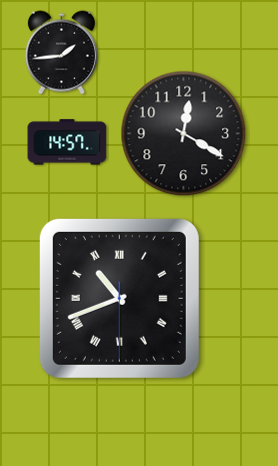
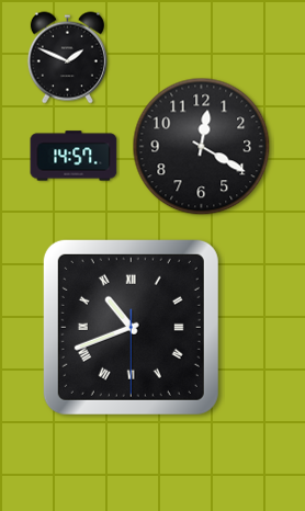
clock at (61, 53): 1:44 -> 1:49
